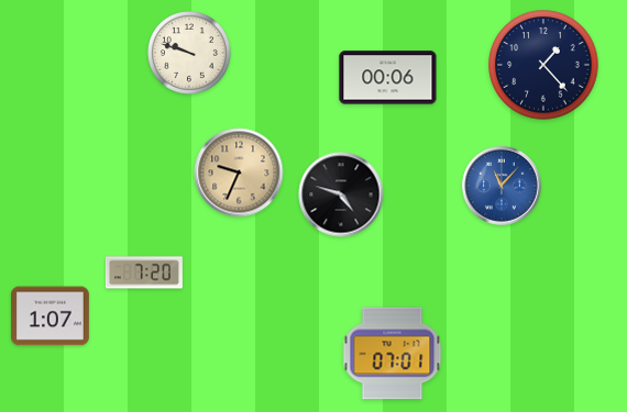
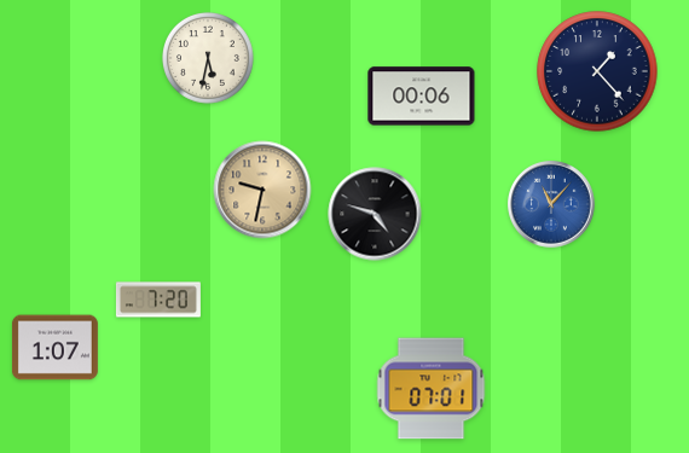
clock at (190, 54): 9:48 -> 5:32
clock at (388, 78) position: (388, 78) -> (422, 97)
clock at (239, 172): 9:34 -> 9:32
